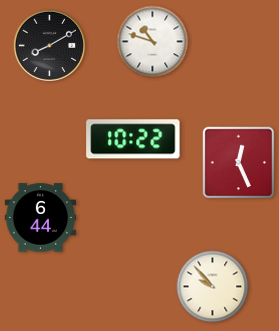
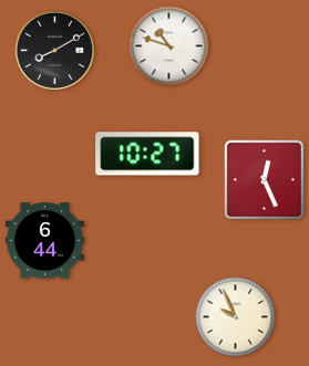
clock at (133, 139): 10:22 -> 10:27
clock at (213, 287): 9:53 -> 9:56
